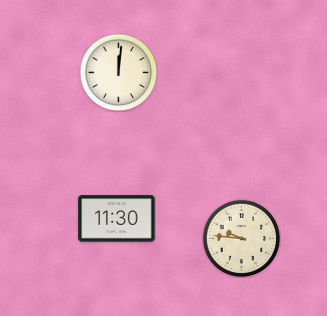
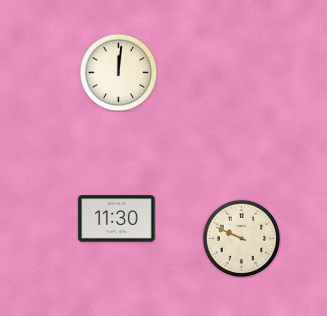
clock at (241, 238): 9:46 -> 9:49
